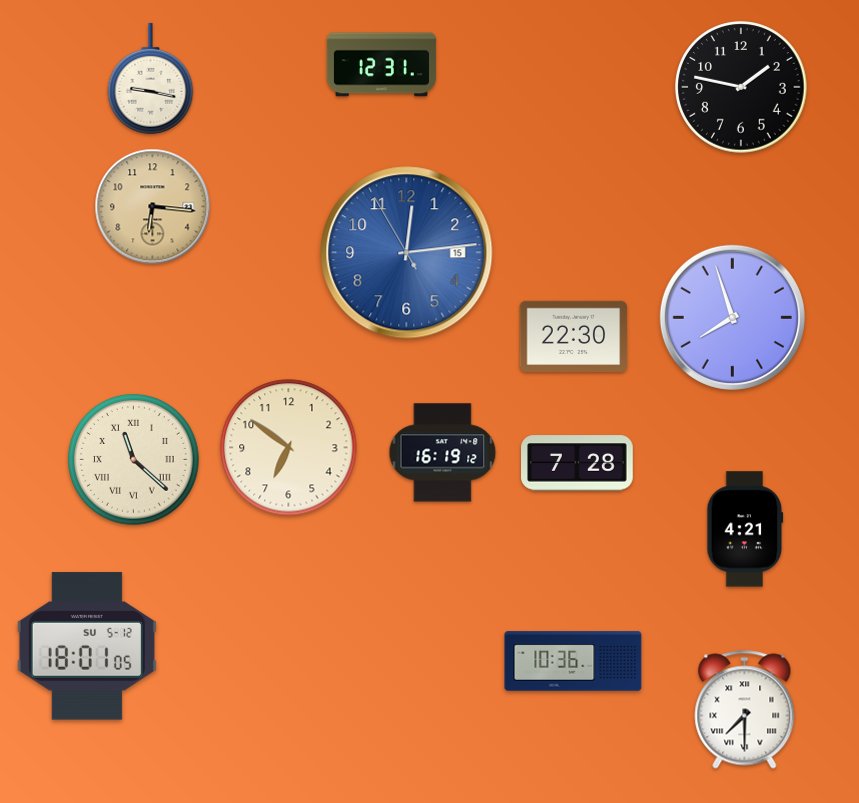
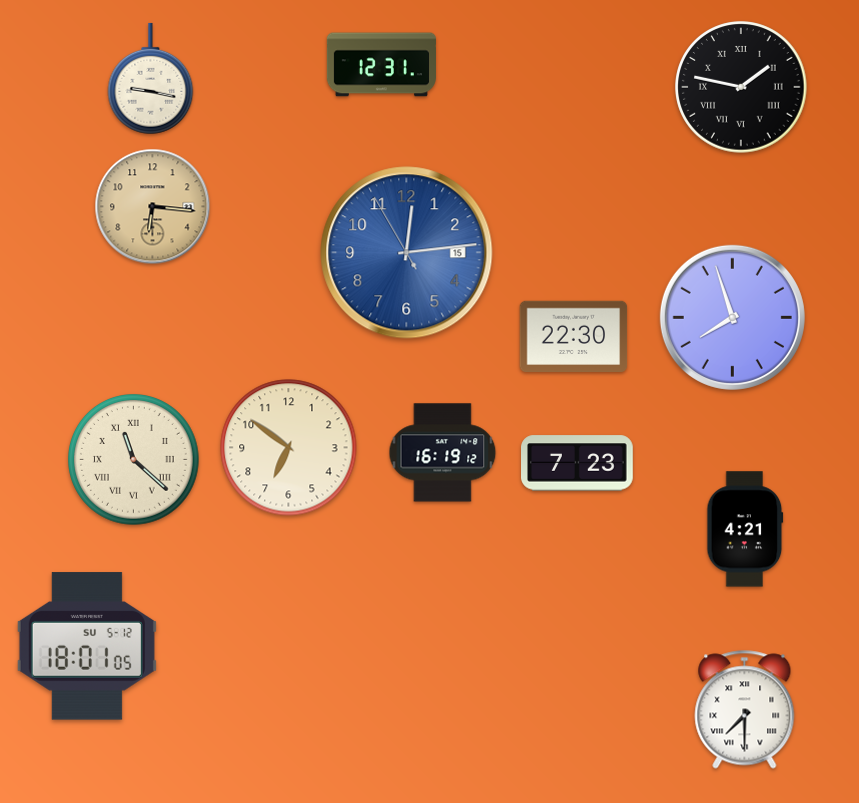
clock at (741, 87) numerals: Arabic -> Roman
clock at (578, 463): 7:28 -> 7:23
clock at (573, 661): 10:36 -> none
